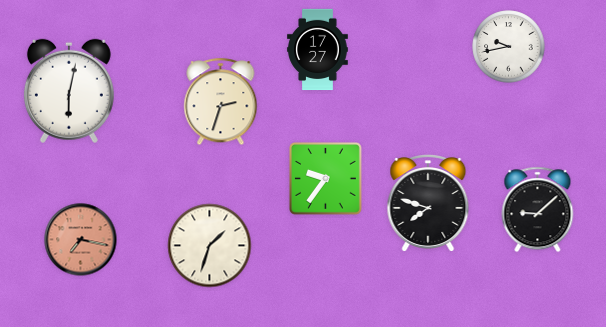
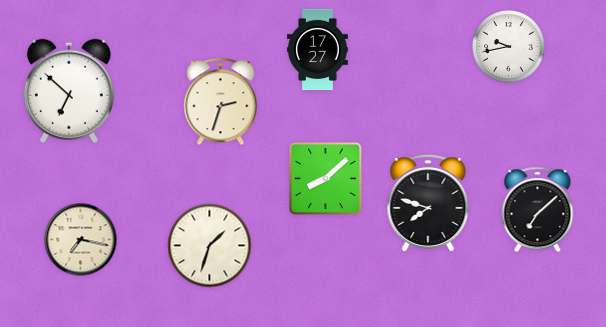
clock at (69, 91): 6:02 -> 6:52
clock at (325, 178): 9:36 -> 8:08
clock at (538, 210): 9:08 -> 7:08
clock at (81, 240) dial: salmon -> cream
